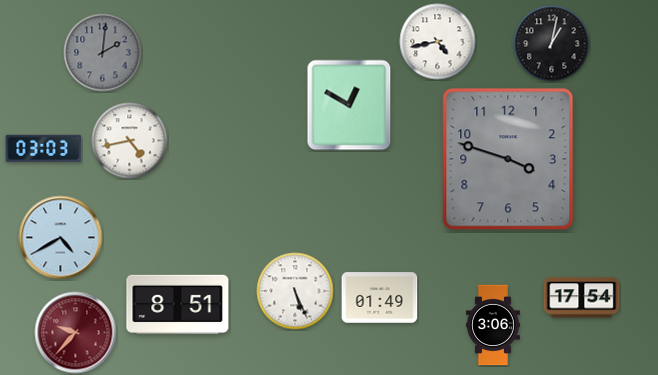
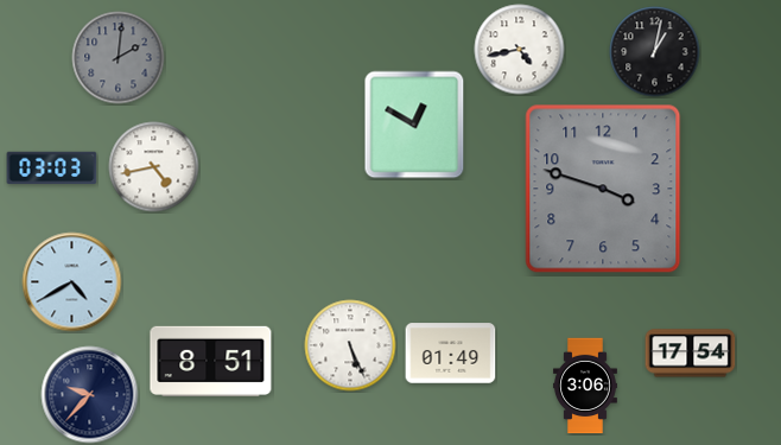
clock at (103, 53) position: (103, 53) -> (119, 58)
clock at (44, 149) position: (44, 149) -> (52, 169)
clock at (76, 333) dial: burgundy -> navy
